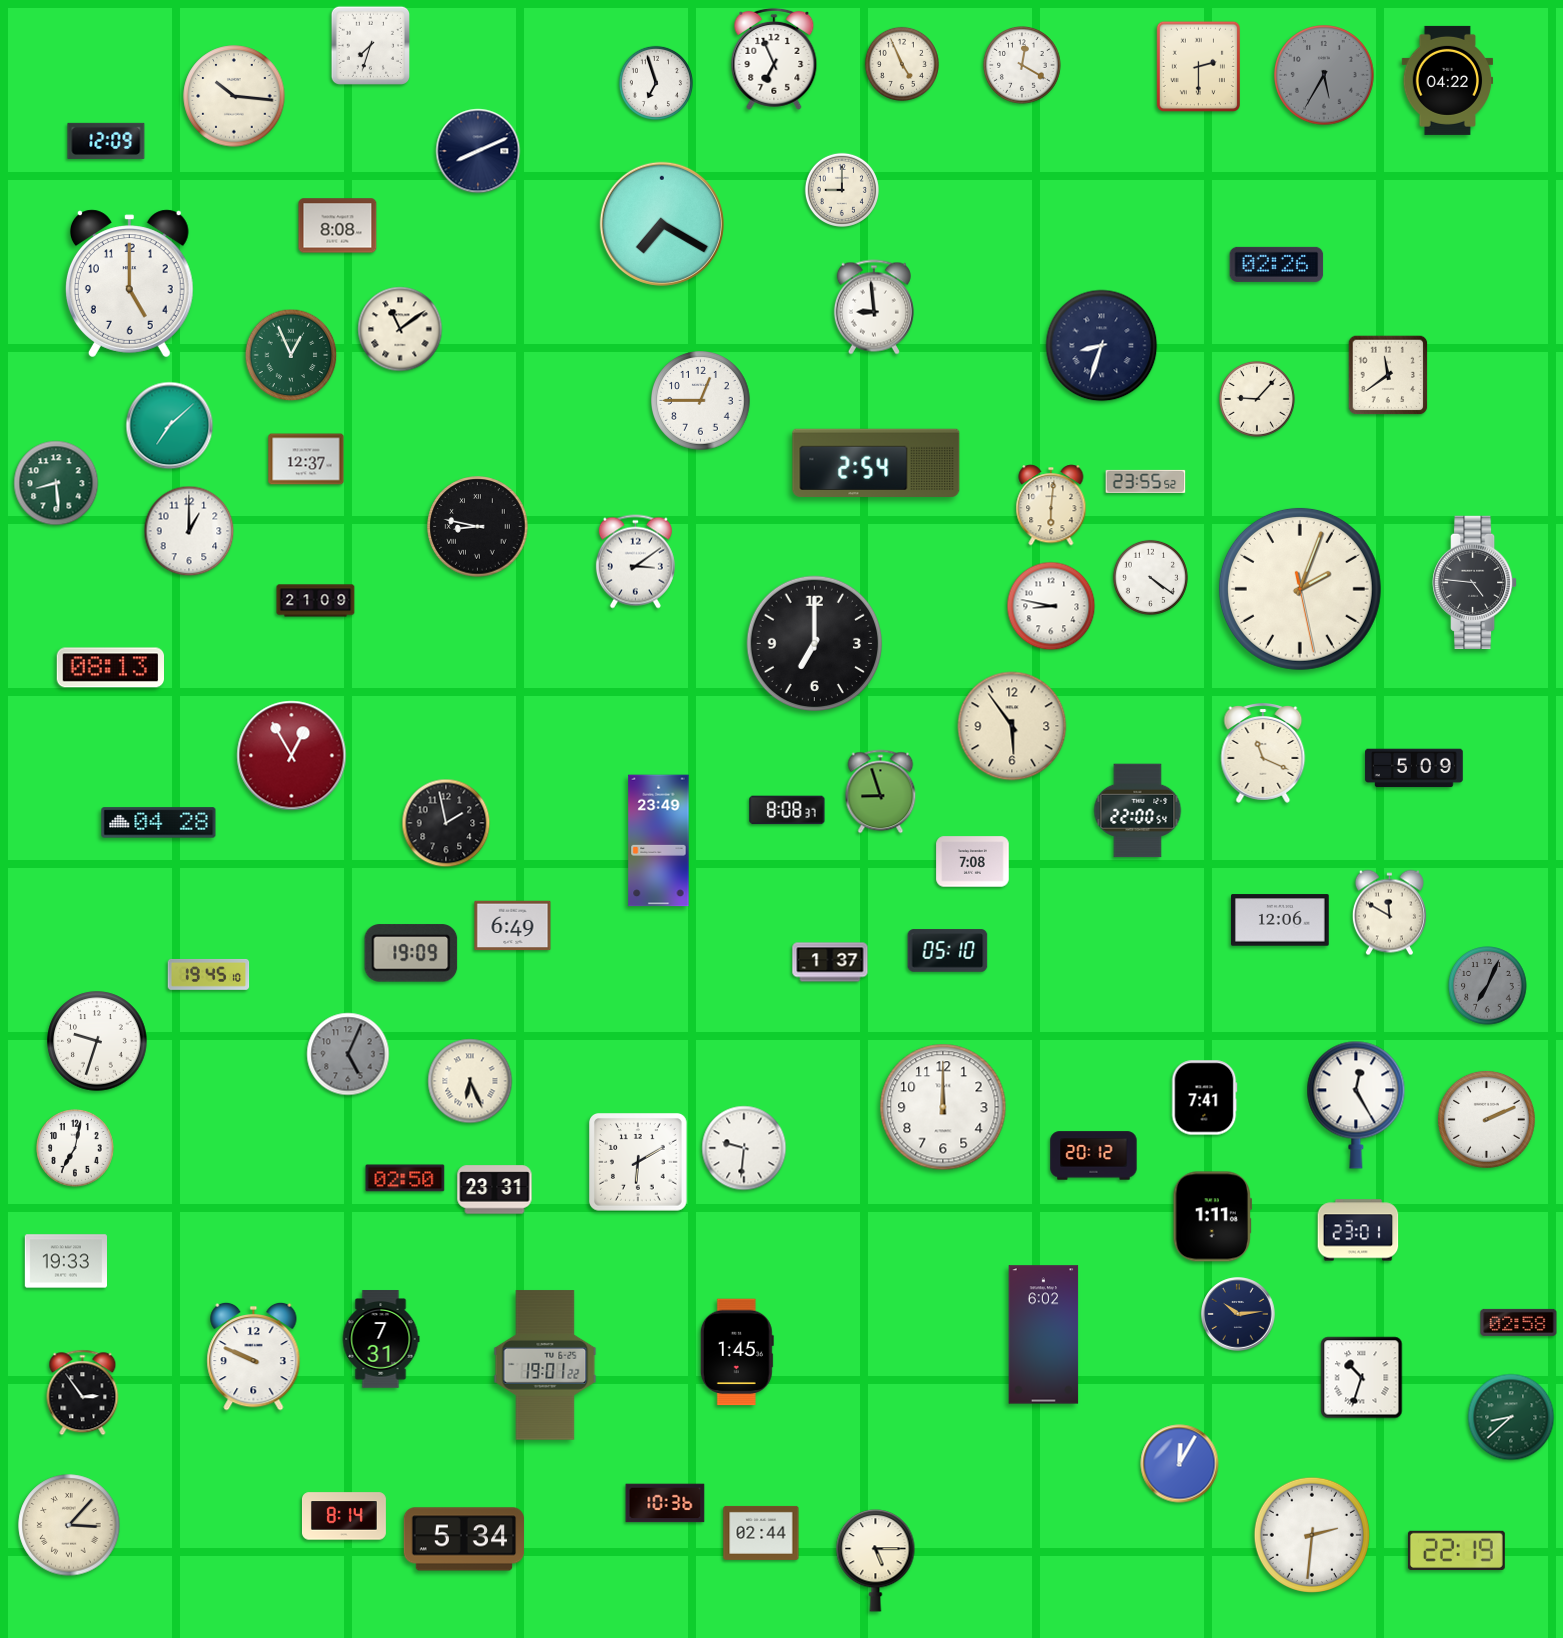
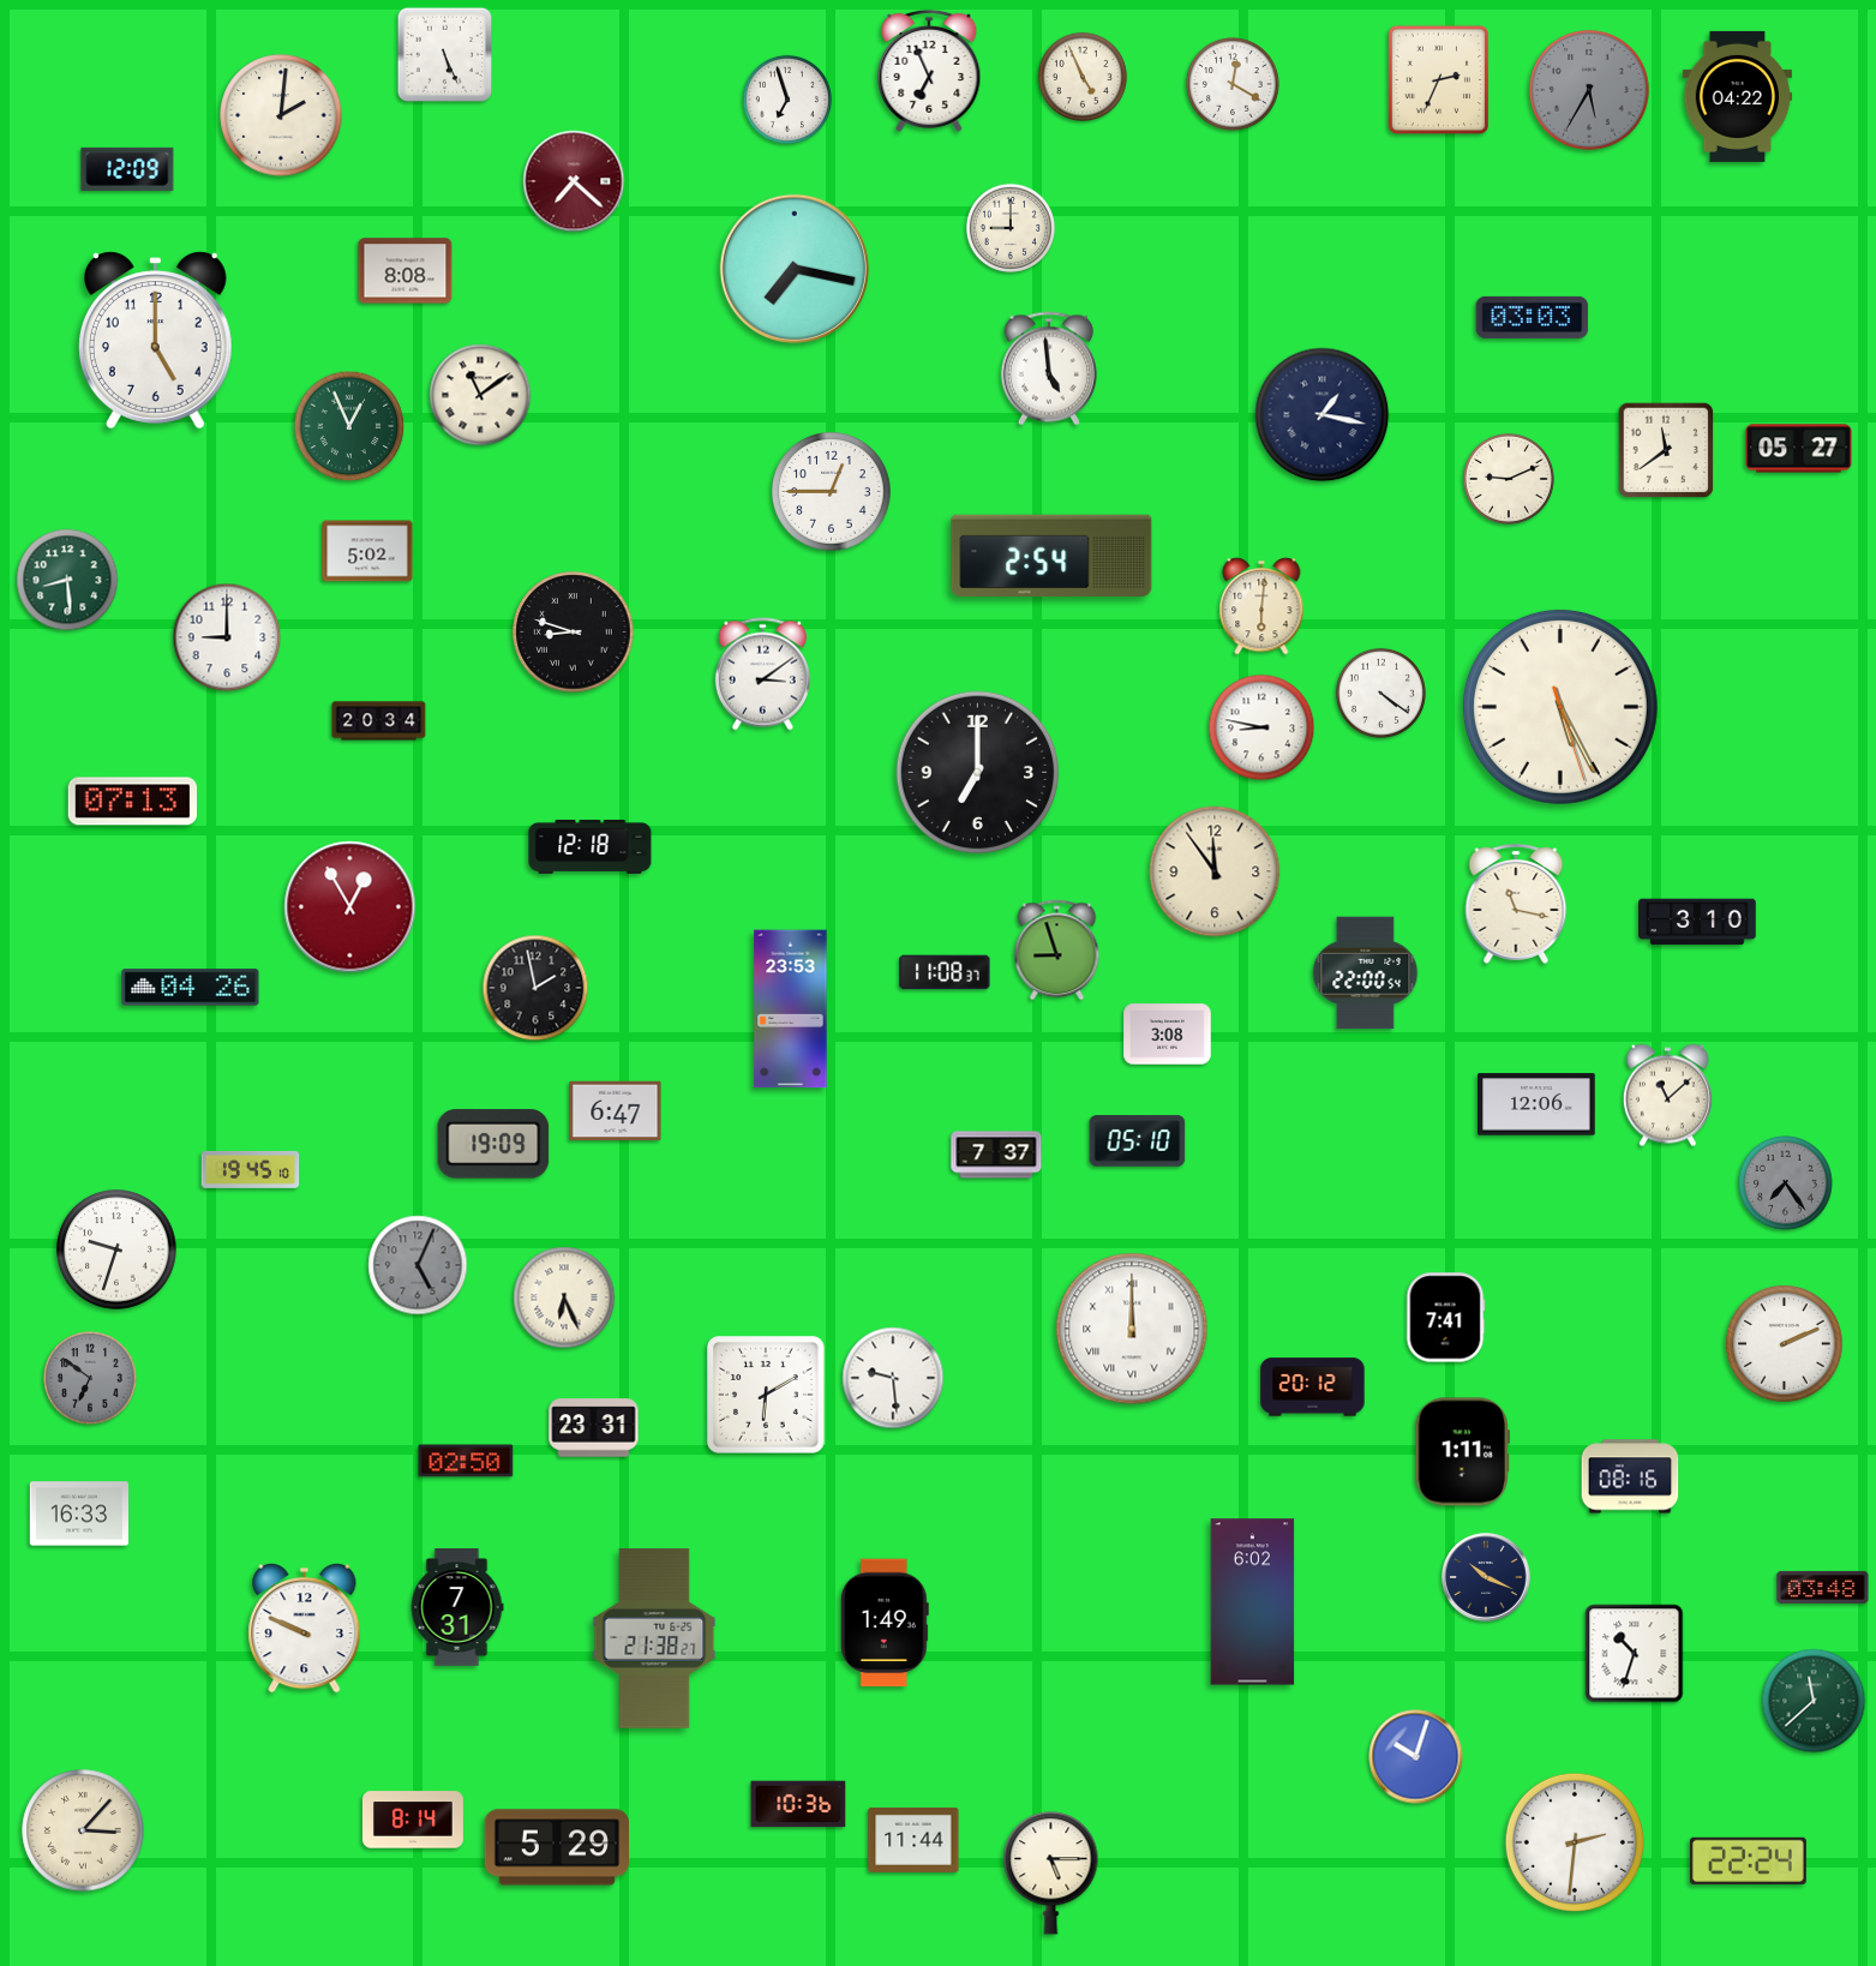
clock at (370, 45): 7:33 -> 5:26
clock at (1022, 65) position: (1022, 65) -> (1233, 84)
clock at (1198, 66): 2:30 -> 2:34
clock at (234, 96): 10:16 -> 2:01
clock at (478, 151): 8:11 -> 7:22
clock at (478, 151) dial: navy -> burgundy
clock at (662, 224): 7:20 -> 7:17
clock at (1277, 264): 02:26 -> 03:03
clock at (874, 307): 8:59 -> 4:59
clock at (1102, 346): 8:33 -> 1:17
clock at (1799, 449): none -> 05:27
clock at (1257, 399): 9:07 -> 9:11
clock at (701, 401) position: (701, 401) -> (832, 492)
clock at (170, 426): 7:08 -> none
clock at (306, 459): 12:37 -> 5:02
clock at (1146, 481): 23:55 -> none
clock at (478, 527): 8:47 -> 8:48
clock at (189, 531): 1:00 -> 9:00
clock at (1475, 582): 4:46 -> none
clock at (1300, 589): 2:03 -> 5:25
clock at (316, 601): 21:09 -> 20:34
clock at (110, 668): 08:13 -> 07:13
clock at (591, 846): none -> 12:18
clock at (1012, 726): 5:54 -> 11:54
clock at (1263, 753): 11:19 -> 11:17
clock at (1414, 768): 5:09 -> 3:10
clock at (787, 810): 8:08 -> 11:08
clock at (159, 823): 04:28 -> 04:26
clock at (659, 841): 23:49 -> 23:53
clock at (973, 862): 7:08 -> 3:08
clock at (1389, 913): 11:50 -> 11:08
clock at (513, 926): 6:49 -> 6:47
clock at (830, 962): 1:37 -> 7:37
clock at (1488, 986): 7:04 -> 7:24
clock at (1356, 1105): 12:25 -> none
clock at (943, 1107) numerals: Arabic -> Roman
clock at (75, 1148): 7:02 -> 6:51
clock at (75, 1148) dial: white -> grey
clock at (744, 1148): 9:31 -> 9:29
clock at (405, 1178) position: (405, 1178) -> (466, 1461)
clock at (1212, 1217) position: (1212, 1217) -> (1462, 1452)
clock at (1358, 1230): 23:01 -> 08:16
clock at (65, 1261): 19:33 -> 16:33
clock at (1238, 1314): 10:14 -> 10:19
clock at (1519, 1322): 02:58 -> 03:48
clock at (737, 1352): 1:45 -> 1:49
clock at (545, 1365): 19:01 -> 21:38
clock at (83, 1393): 2:54 -> none
clock at (1511, 1417): 8:38 -> 11:38
clock at (1180, 1464): 12:05 -> 10:03
clock at (761, 1533): 02:44 -> 11:44
clock at (463, 1539): 5:34 -> 5:29
clock at (1456, 1550): 22:19 -> 22:24
